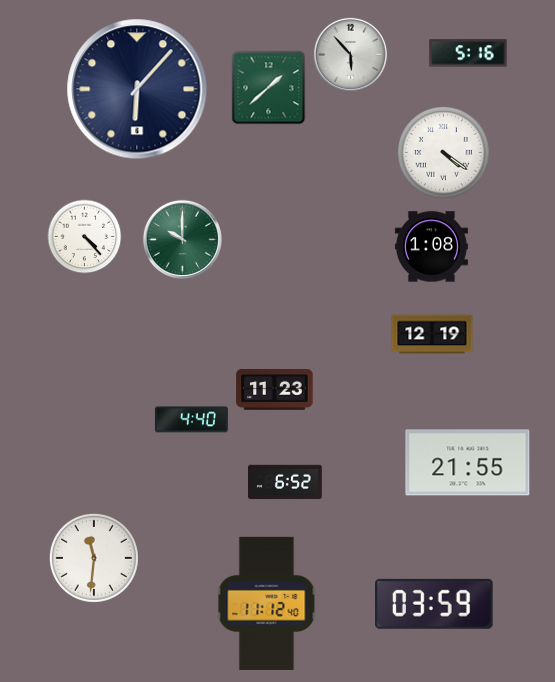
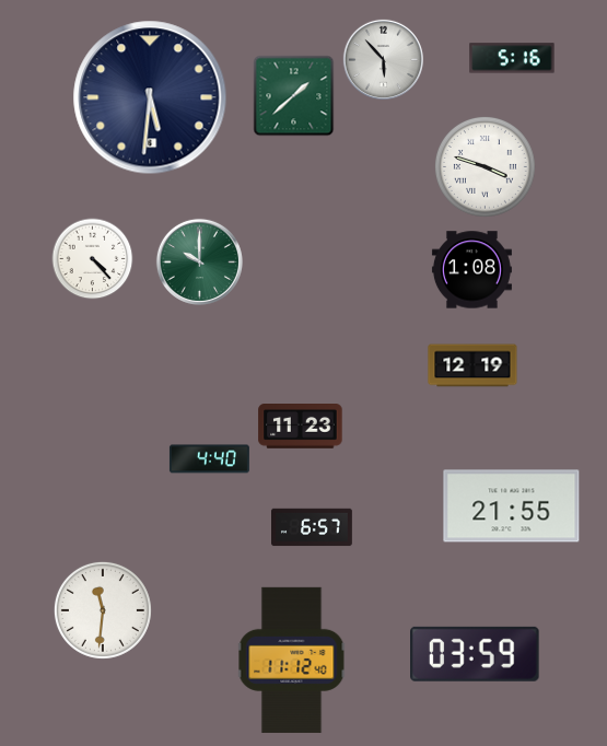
clock at (137, 89): 6:07 -> 5:31
clock at (443, 152): 4:21 -> 3:48
clock at (286, 482): 6:52 -> 6:57
clock at (435, 604) position: (435, 604) -> (476, 654)
